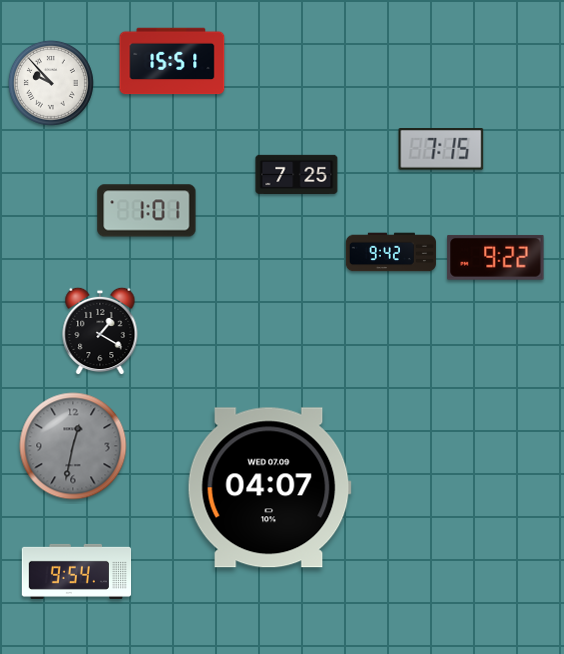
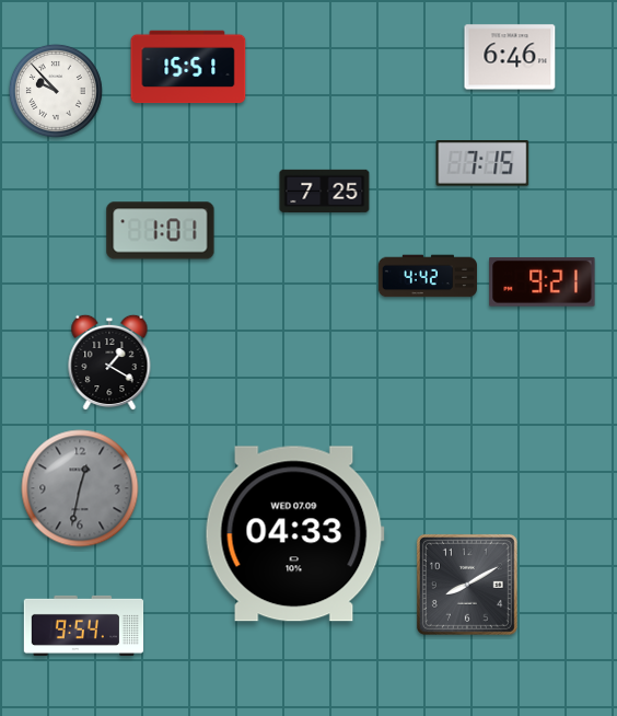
clock at (510, 57): none -> 6:46
clock at (391, 252): 9:42 -> 4:42
clock at (496, 258): 9:22 -> 9:21
clock at (269, 488): 04:07 -> 04:33
clock at (467, 585): none -> 8:10
